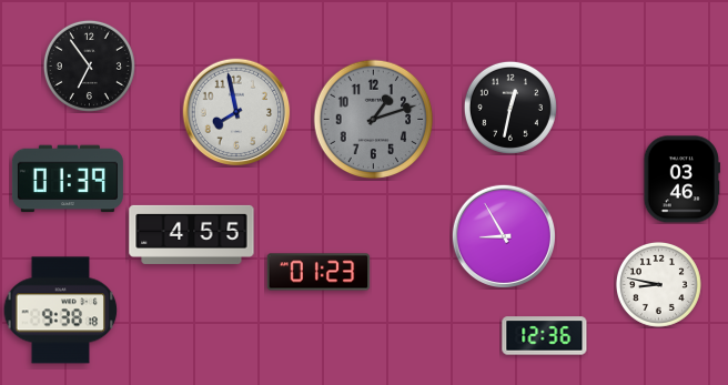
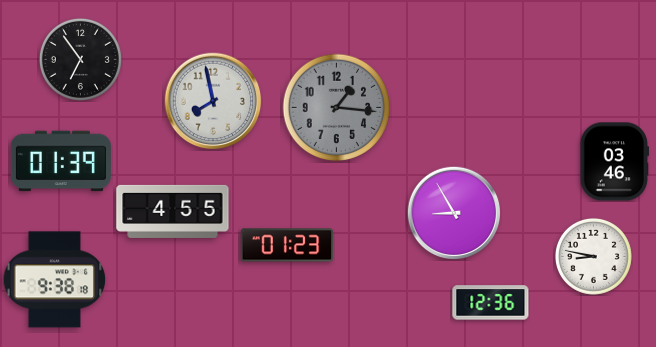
clock at (510, 108): 12:32 -> none
clock at (374, 120): 1:12 -> 1:16
